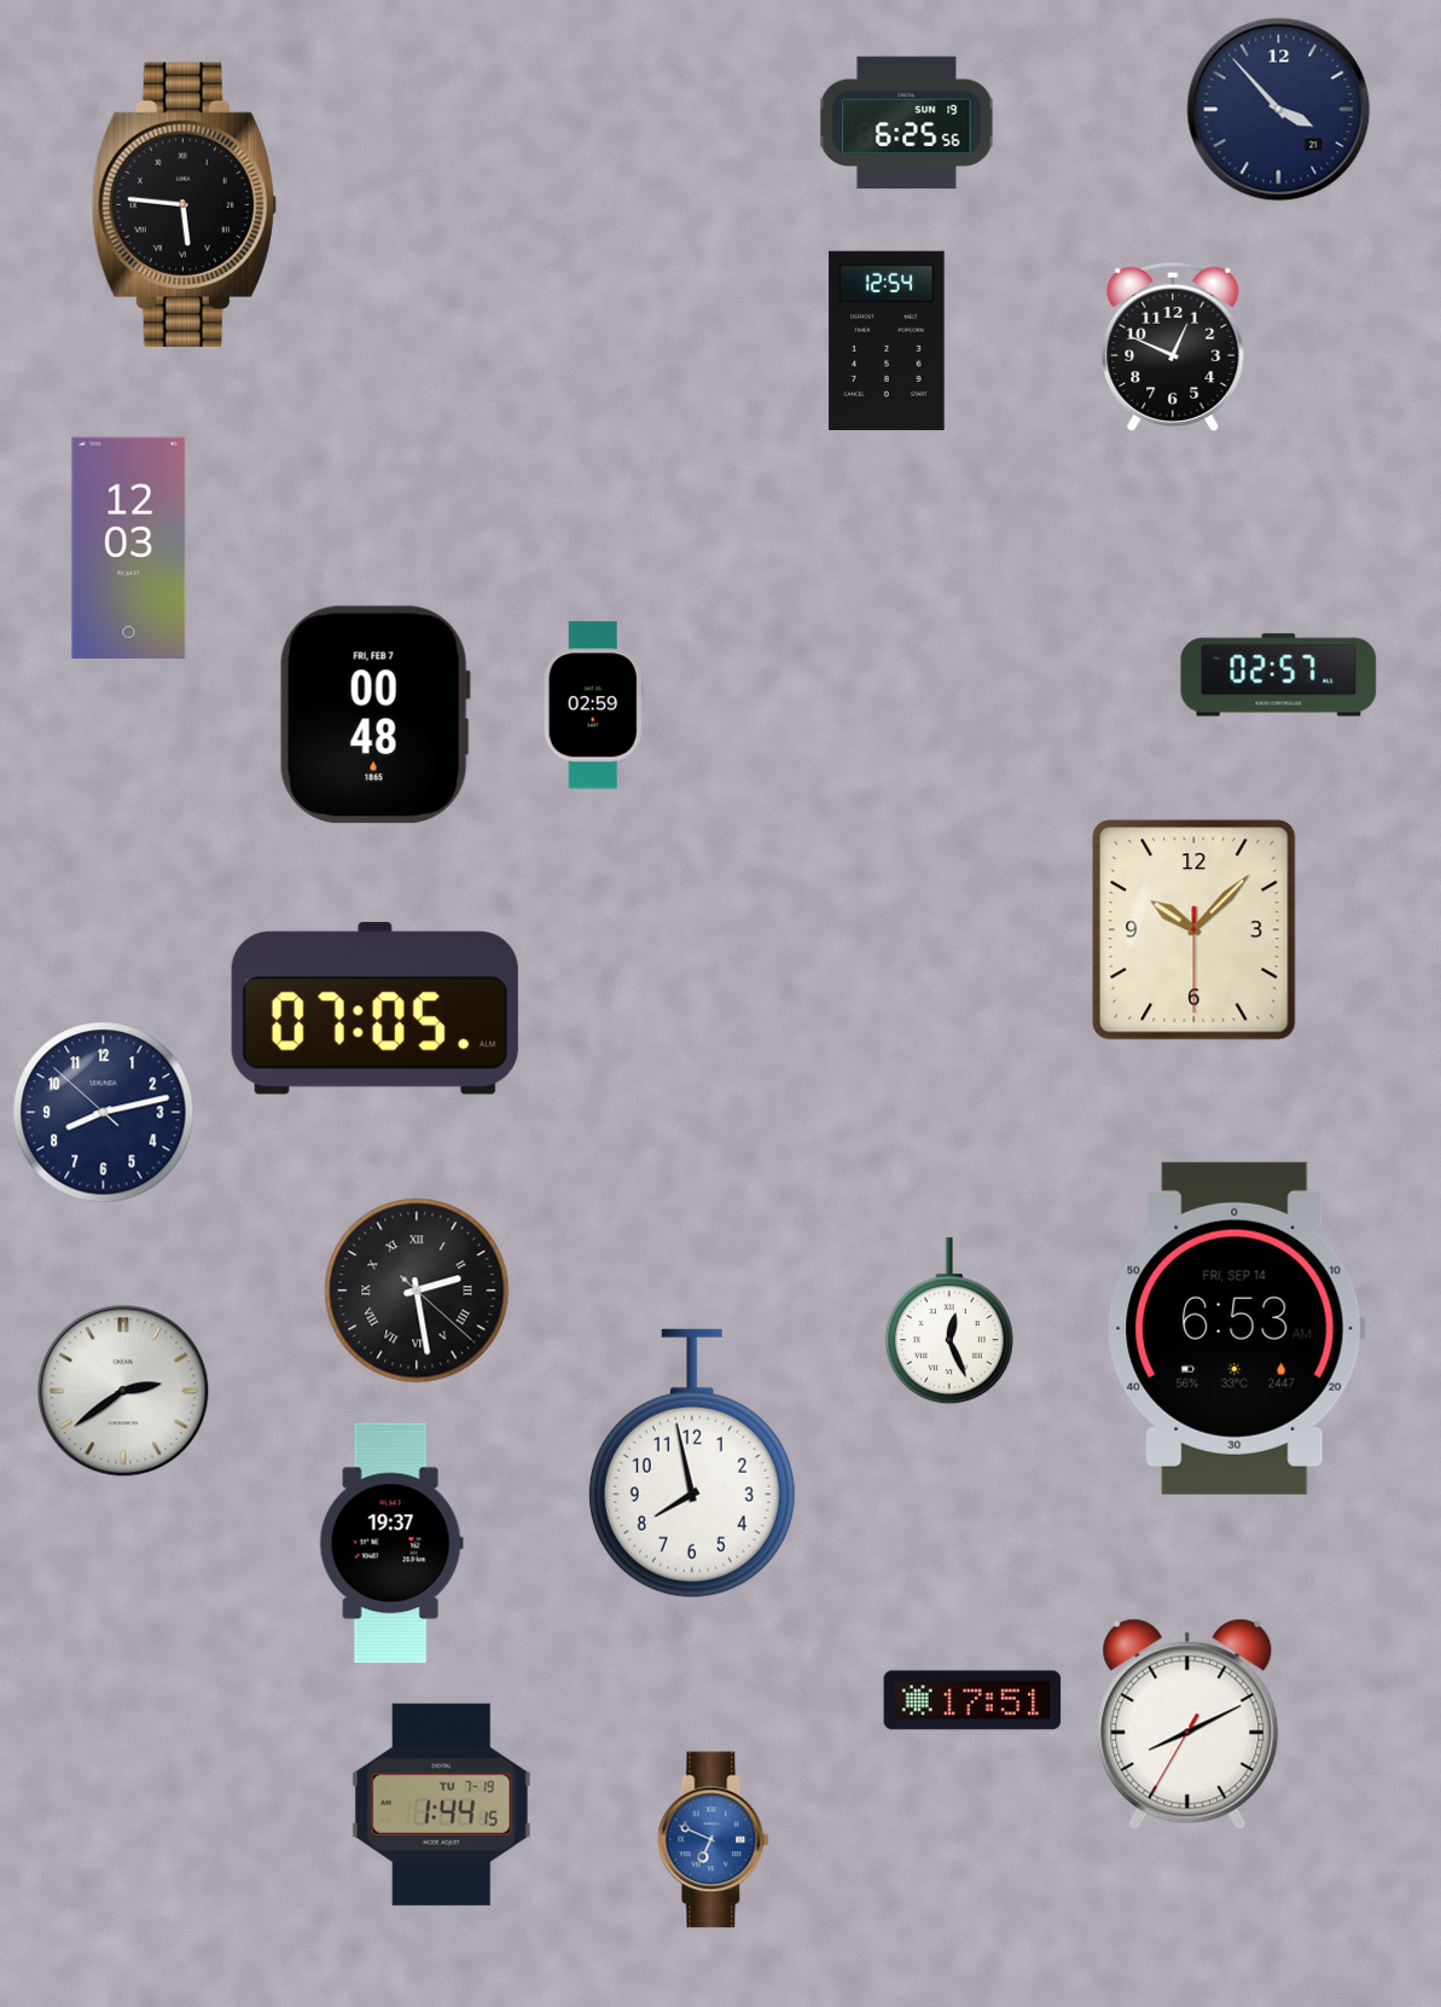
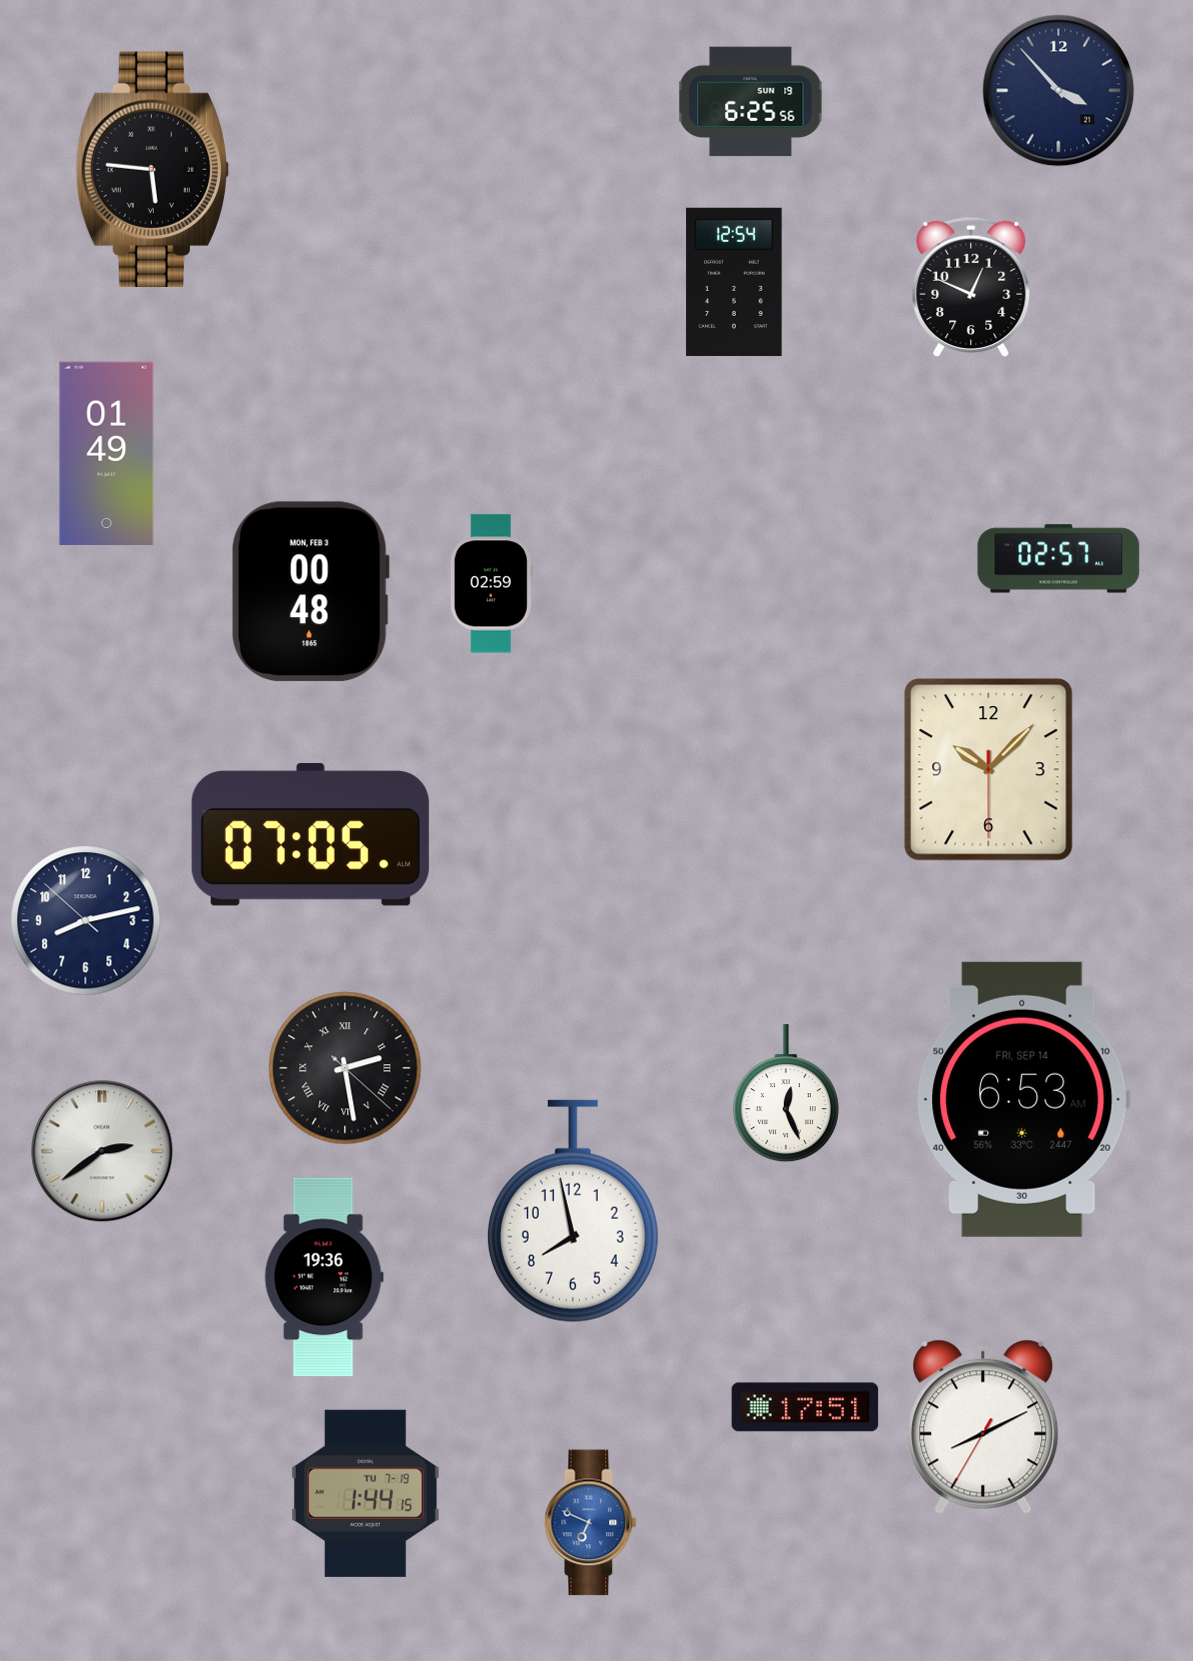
clock at (129, 547): 12:03 -> 01:49
clock at (374, 715) date: FRI, FEB 7 -> MON, FEB 3
clock at (391, 1543): 19:37 -> 19:36
